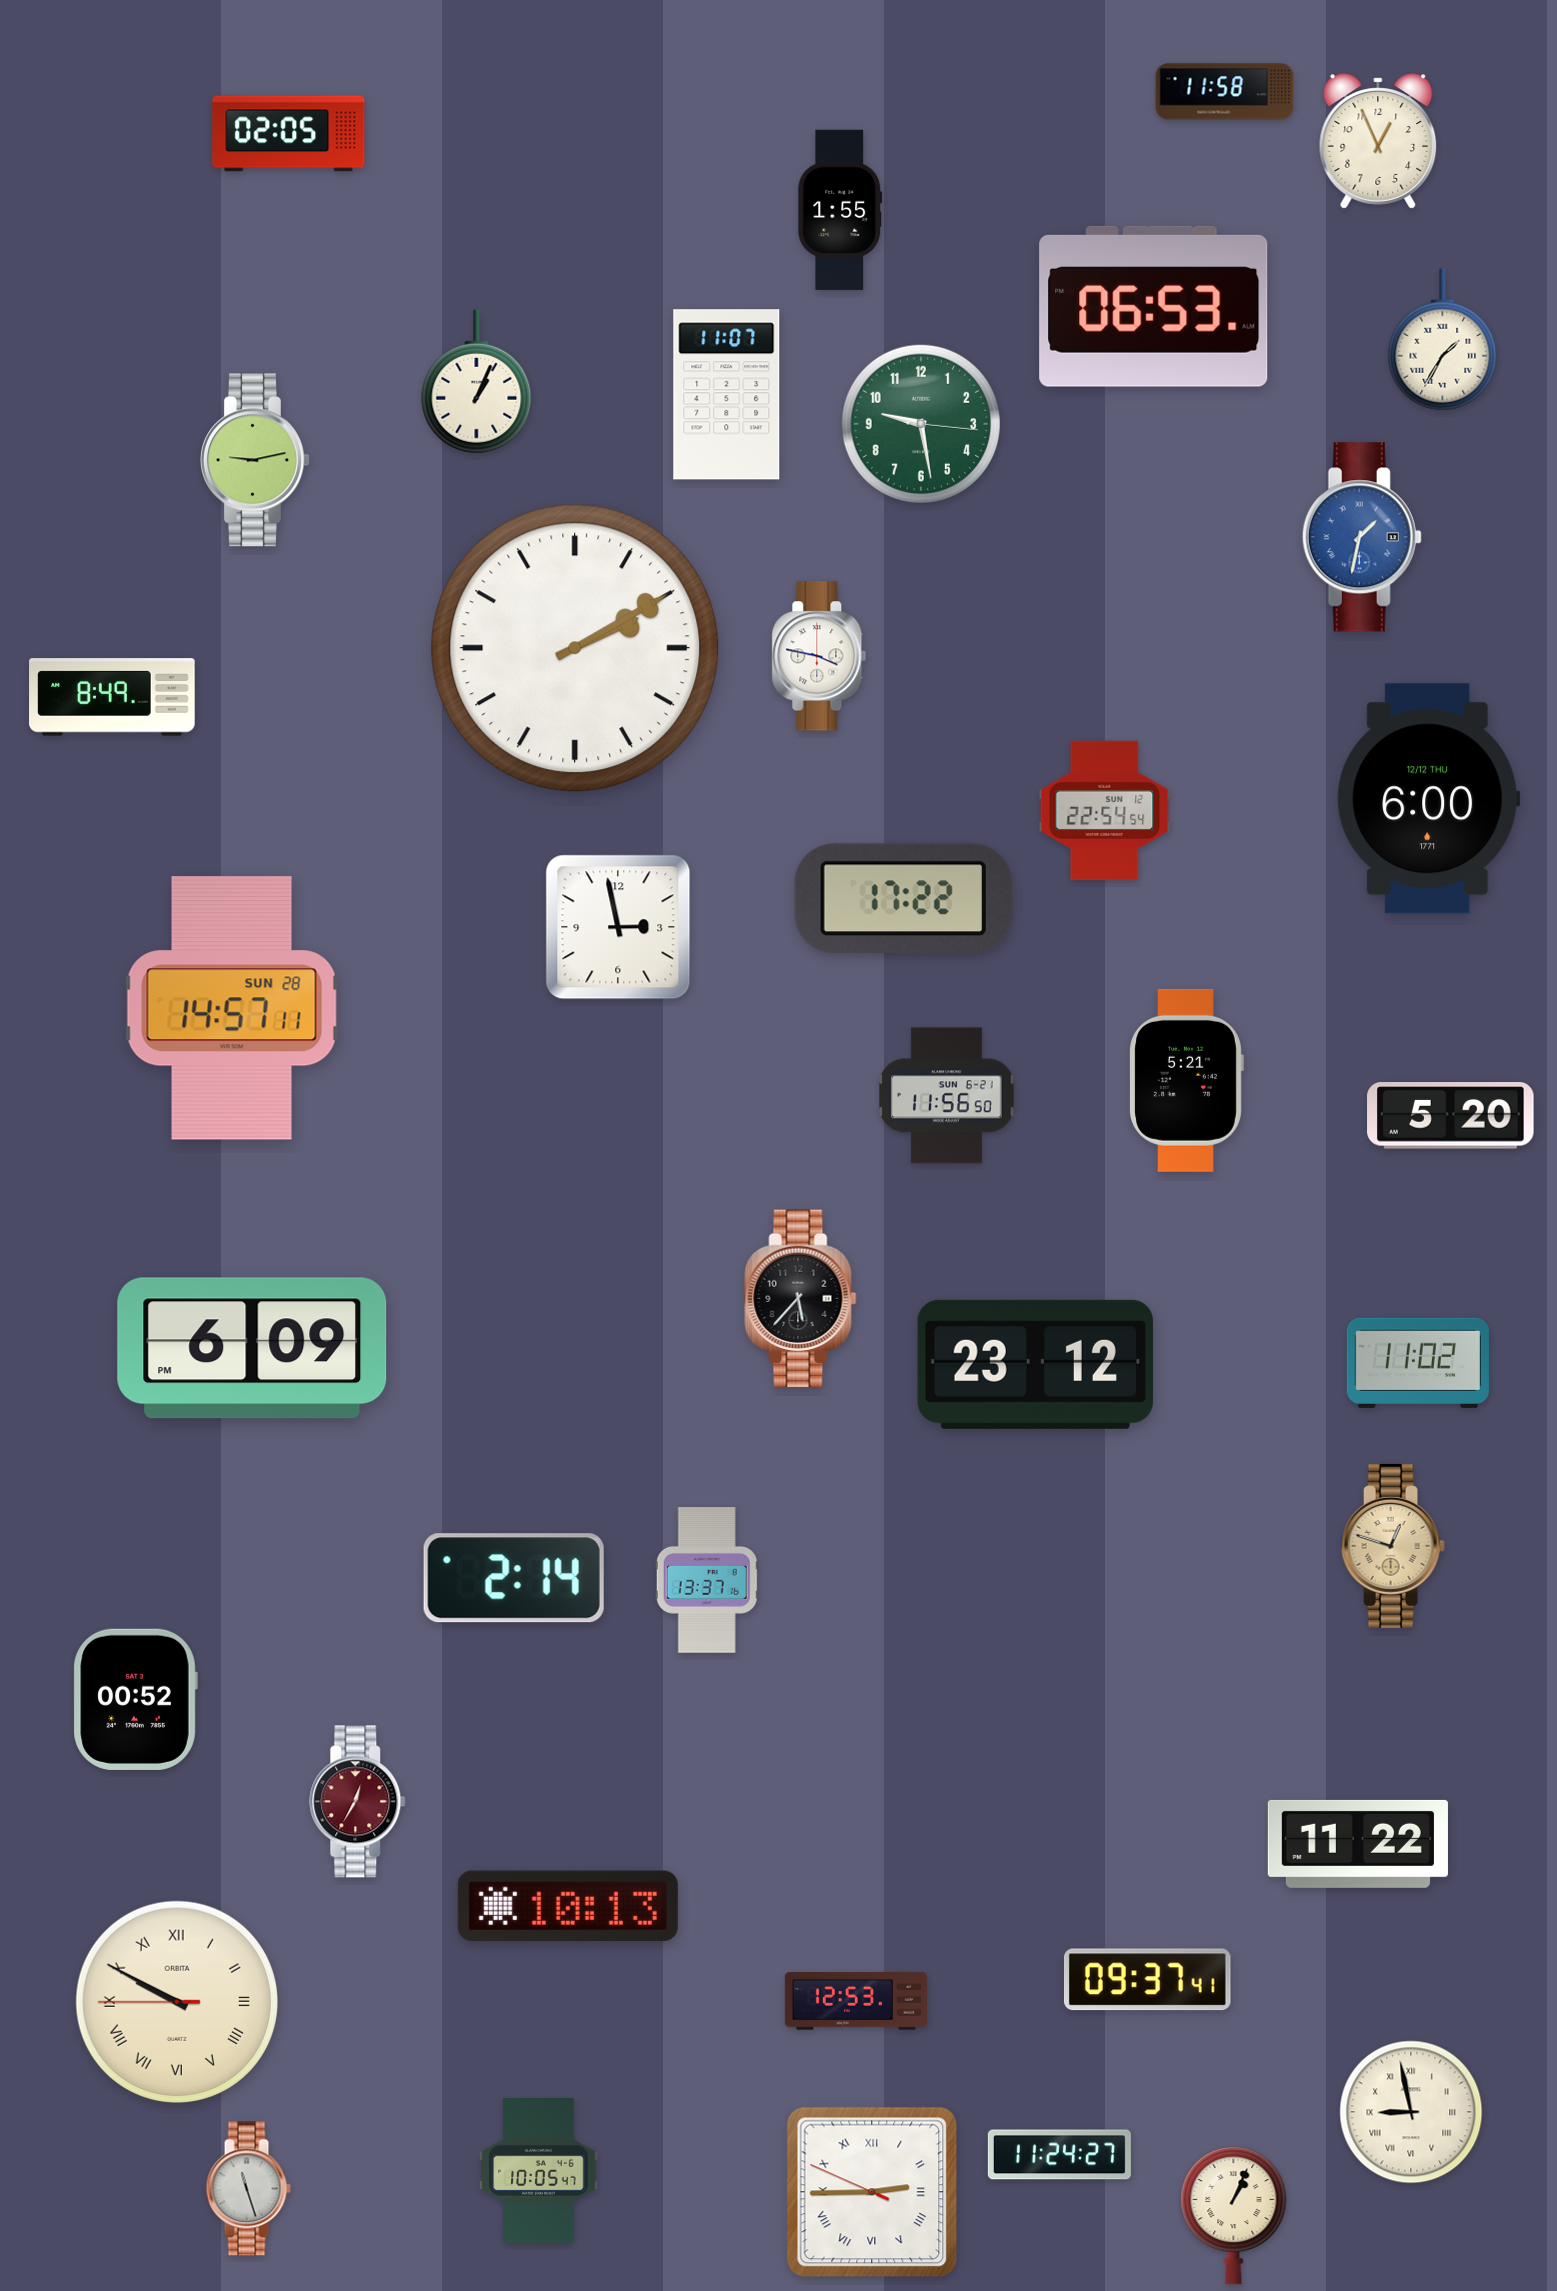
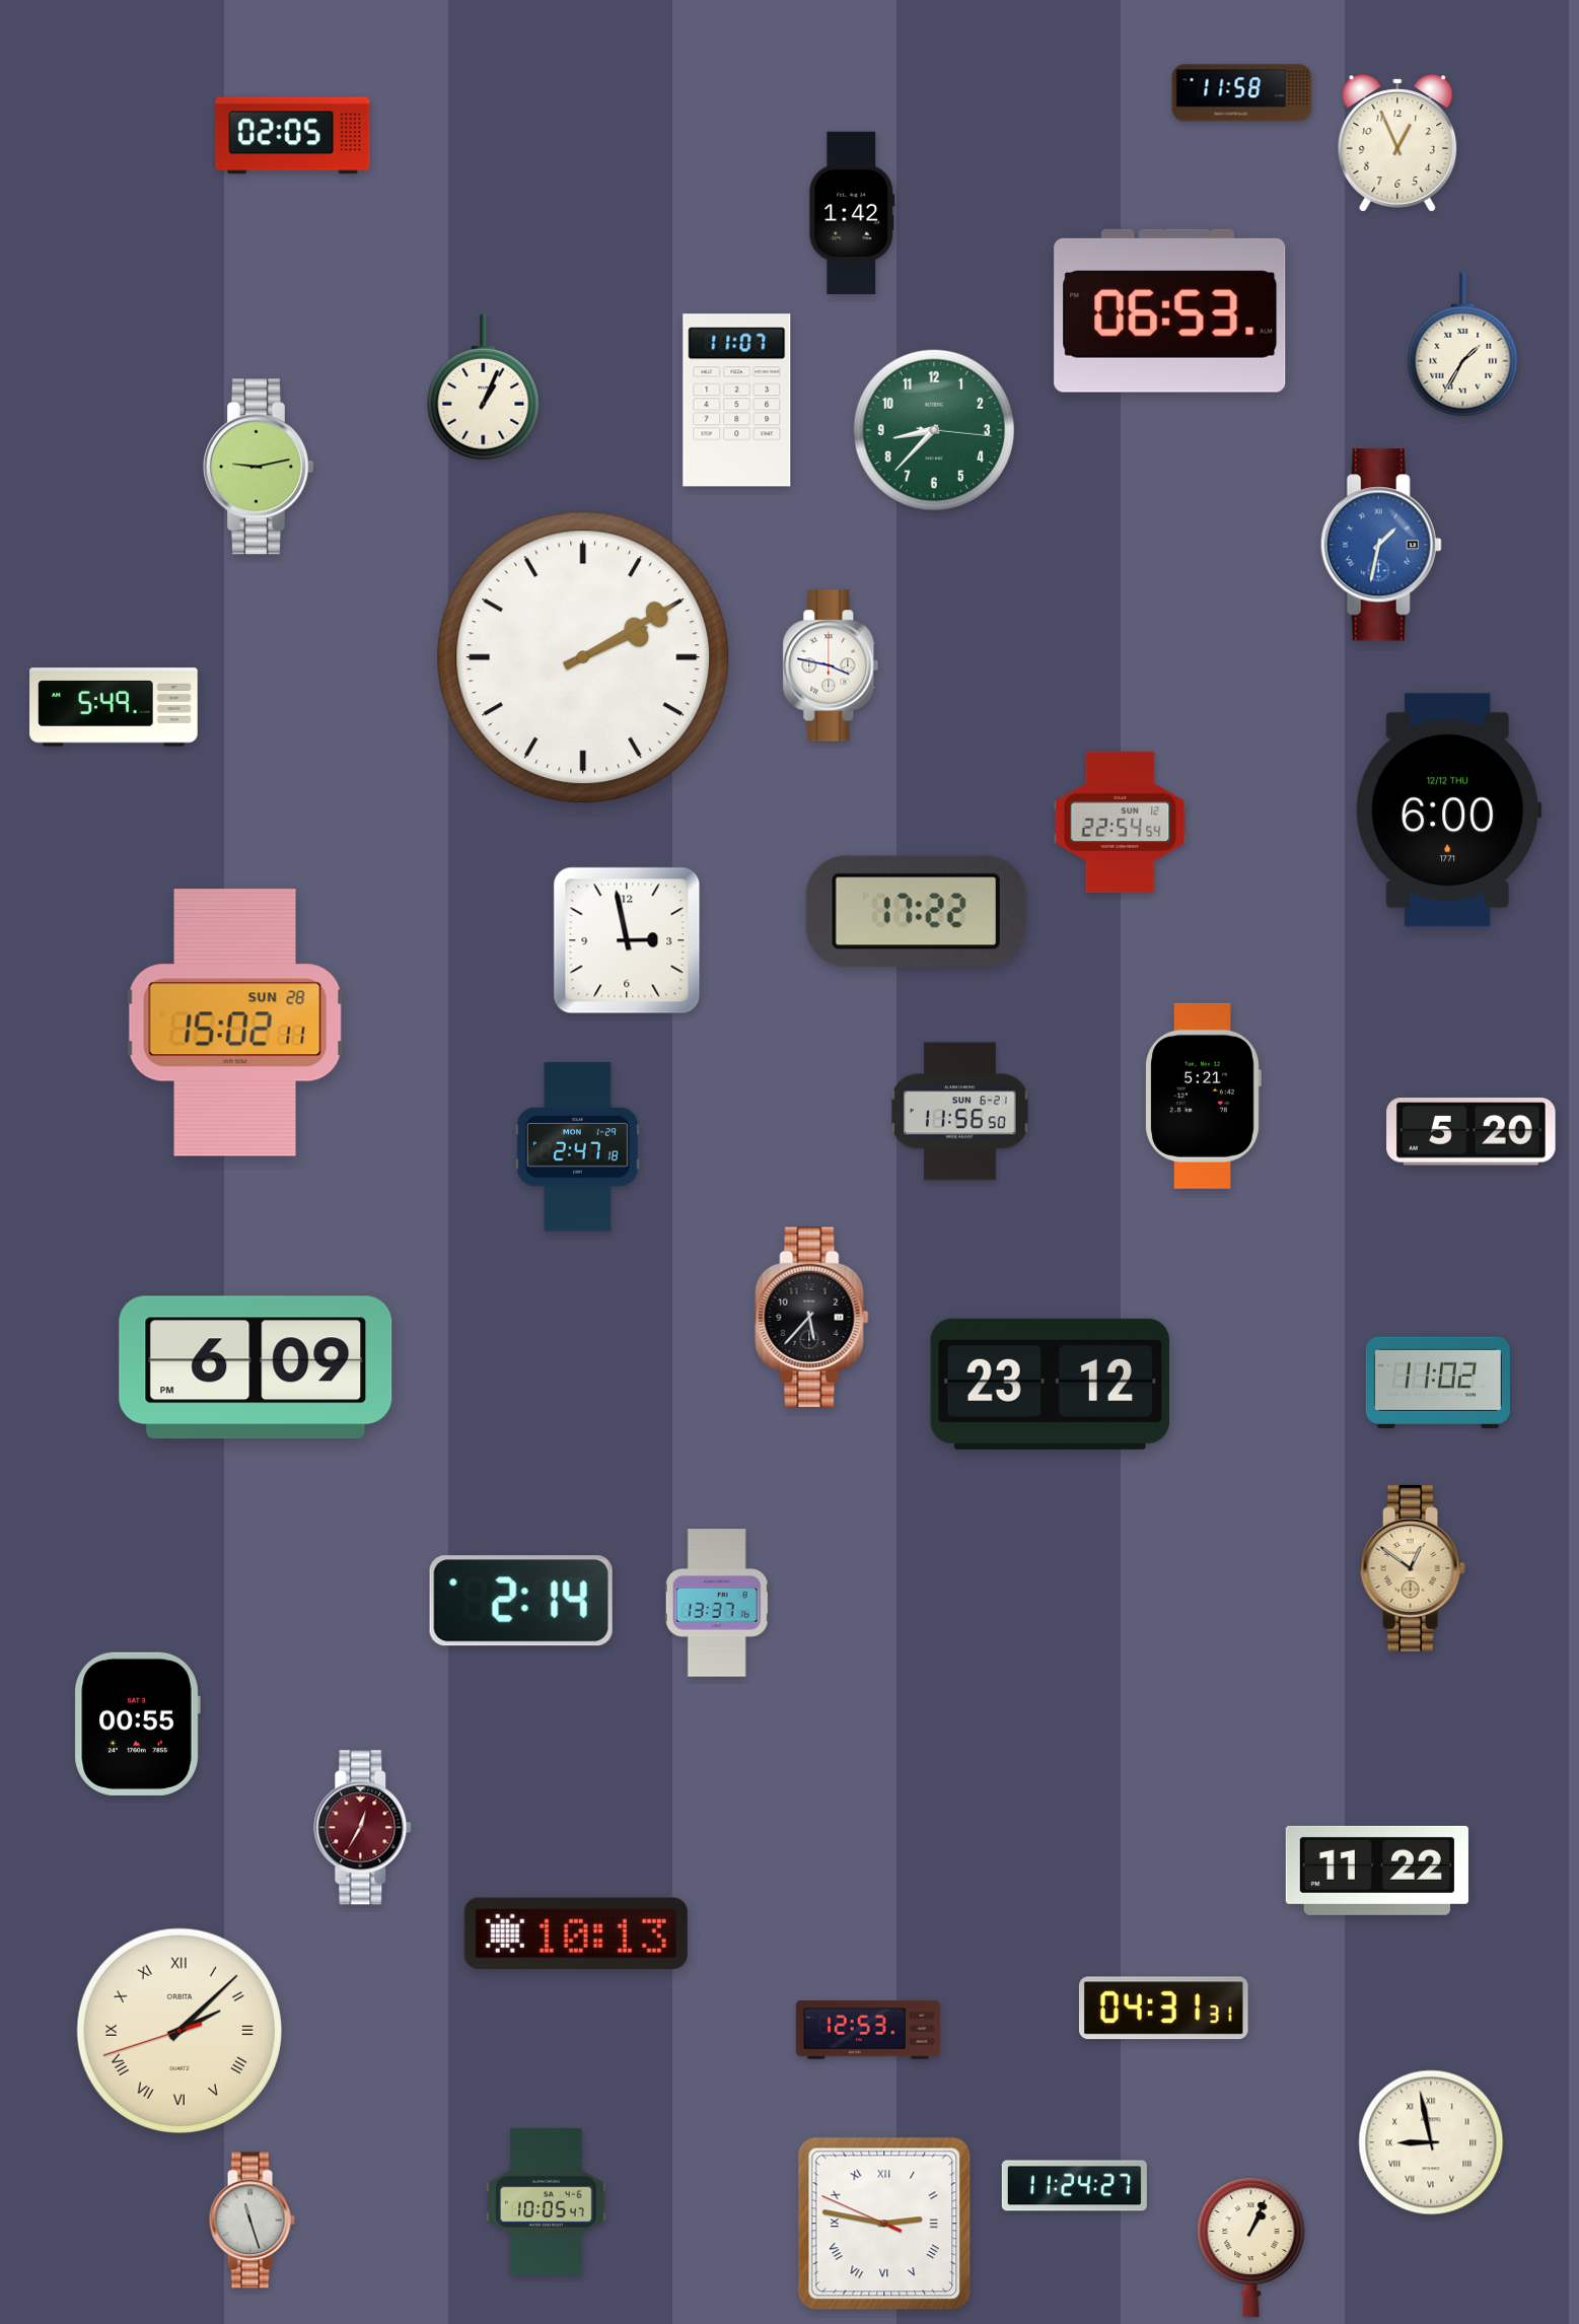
clock at (840, 210): 1:55 -> 1:42
clock at (921, 424): 9:28 -> 8:37
clock at (112, 697): 8:49 -> 5:49
clock at (232, 1008): 14:57 -> 15:02
clock at (577, 1147): none -> 2:47
clock at (1393, 1546): 12:48 -> 12:51
clock at (135, 1699): 00:52 -> 00:55
clock at (1148, 1980): 09:37 -> 04:31
clock at (176, 2001): 9:49 -> 2:07
clock at (872, 2192): 2:44 -> 2:46
